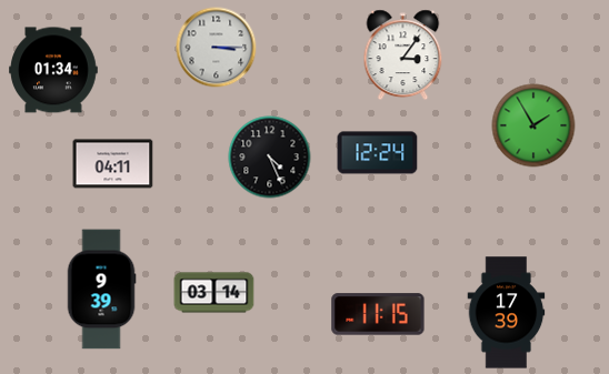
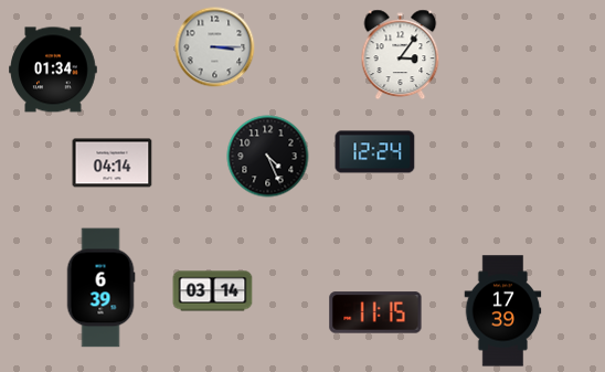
clock at (533, 125): 1:55 -> none
clock at (113, 164): 04:11 -> 04:14
clock at (101, 290): 9:39 -> 6:39
